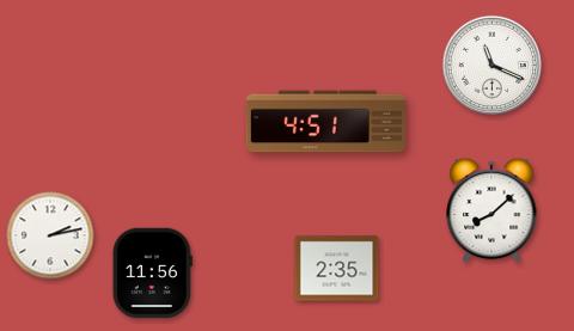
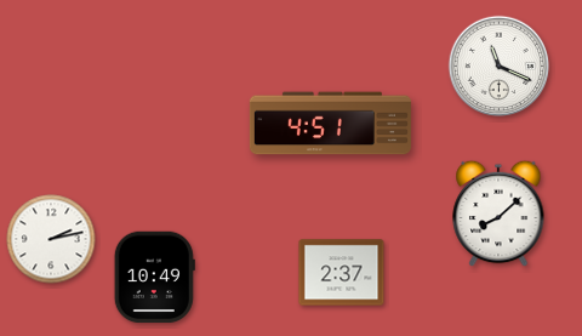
clock at (337, 269): 2:35 -> 2:37
clock at (152, 274): 11:56 -> 10:49
